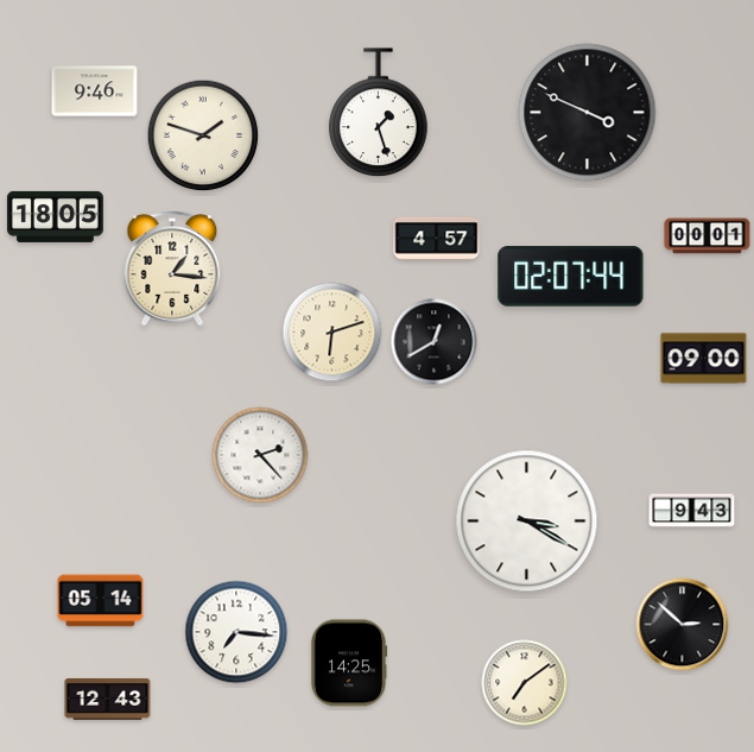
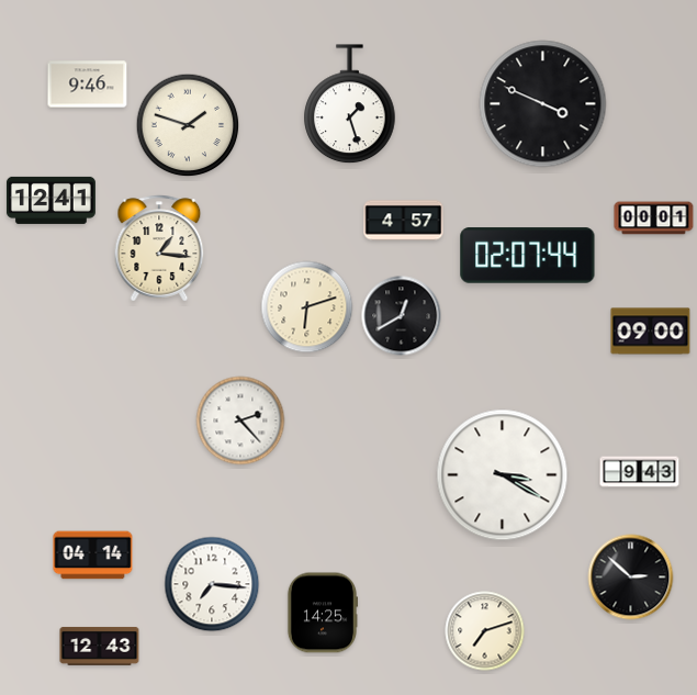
clock at (55, 216): 18:05 -> 12:41
clock at (527, 522) position: (527, 522) -> (503, 475)
clock at (101, 601): 05:14 -> 04:14
clock at (236, 632) position: (236, 632) -> (212, 584)
clock at (525, 683): 7:09 -> 7:12
